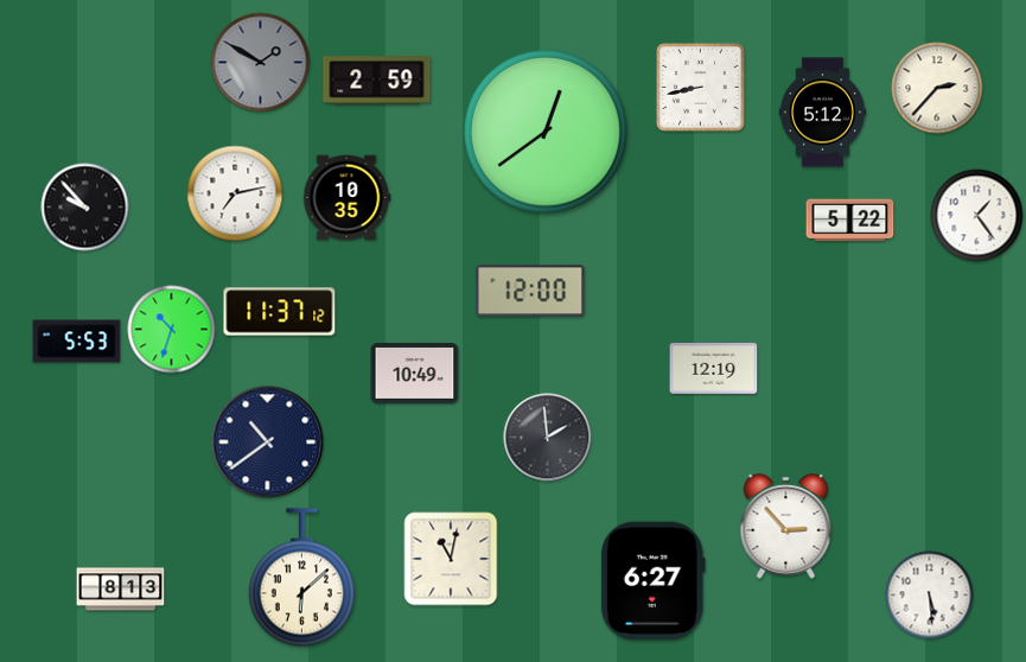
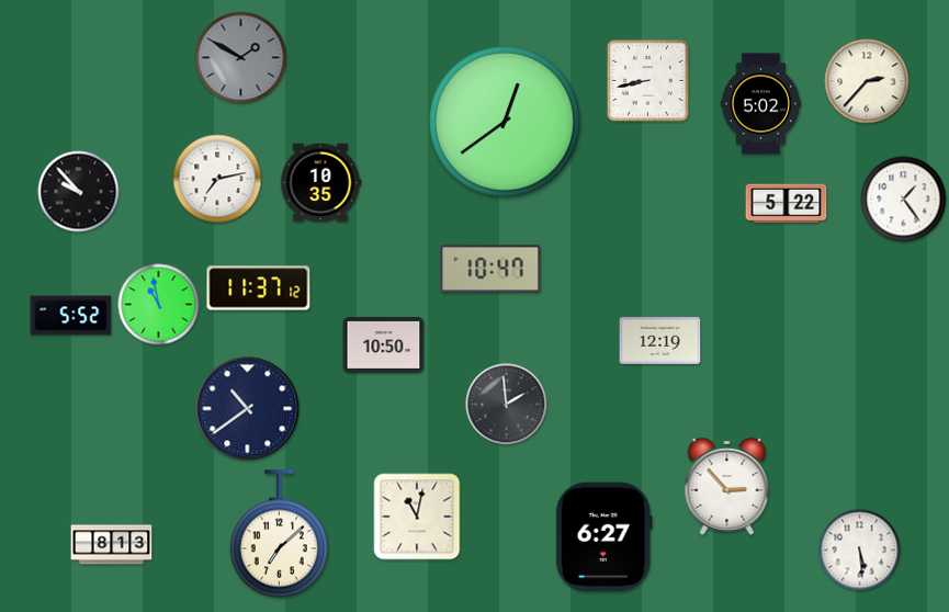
clock at (377, 81): 2:59 -> none
clock at (823, 113): 5:12 -> 5:02
clock at (530, 291): 12:00 -> 10:47
clock at (172, 330): 10:33 -> 10:58
clock at (77, 342): 5:53 -> 5:52
clock at (415, 373): 10:49 -> 10:50
clock at (301, 578): 6:08 -> 7:08
